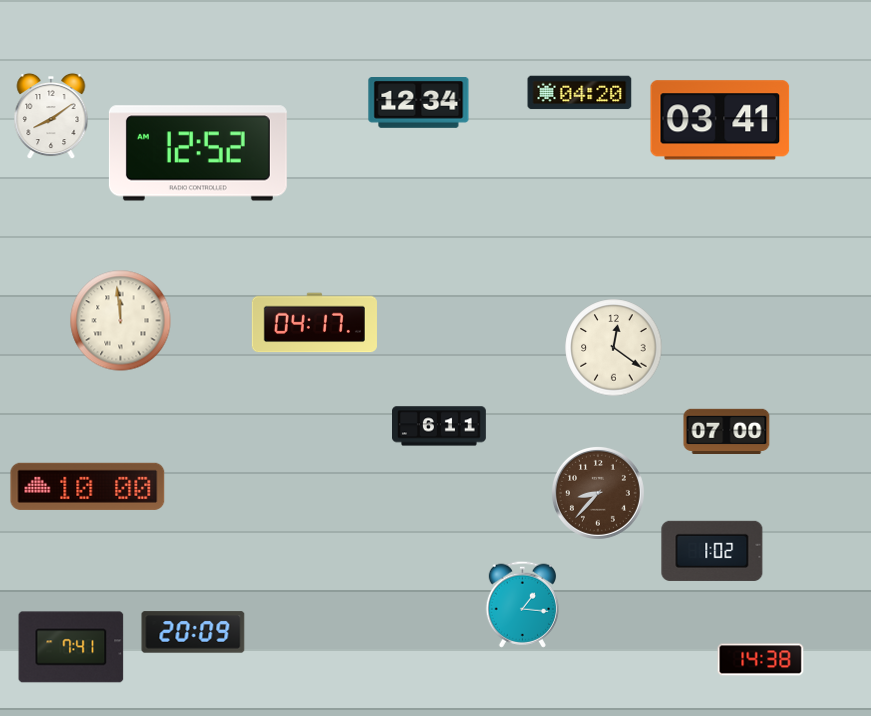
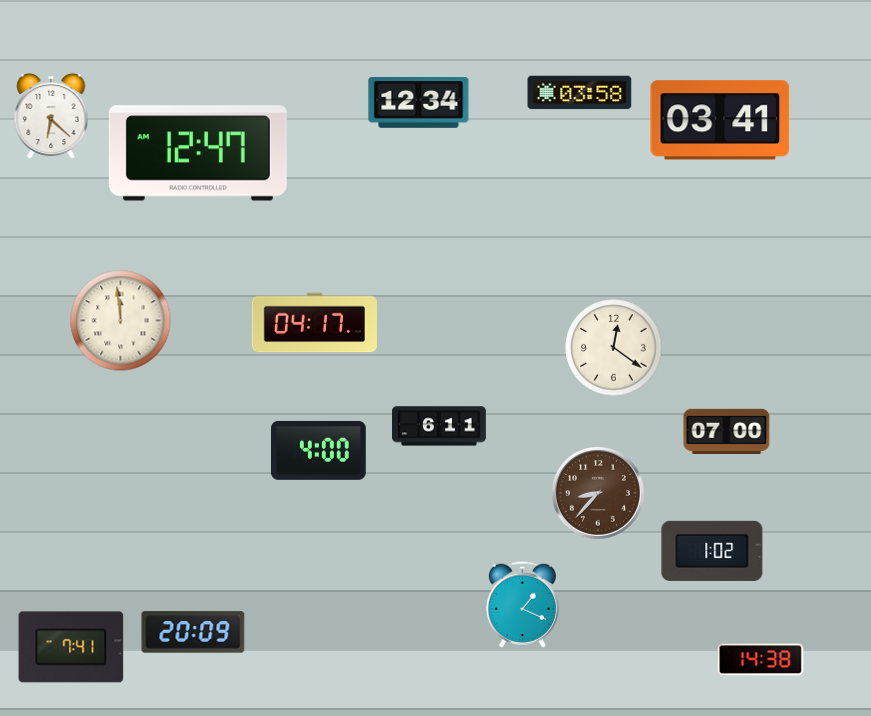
clock at (580, 93): 04:20 -> 03:58
clock at (51, 116): 8:09 -> 6:22
clock at (198, 153): 12:52 -> 12:47
clock at (319, 450): none -> 4:00
clock at (88, 486): 10:00 -> none
clock at (522, 604): 1:16 -> 1:19
